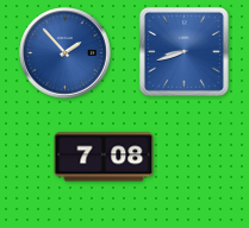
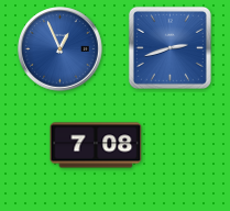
clock at (183, 51): 8:42 -> 2:42
clock at (66, 53): 1:53 -> 12:56
